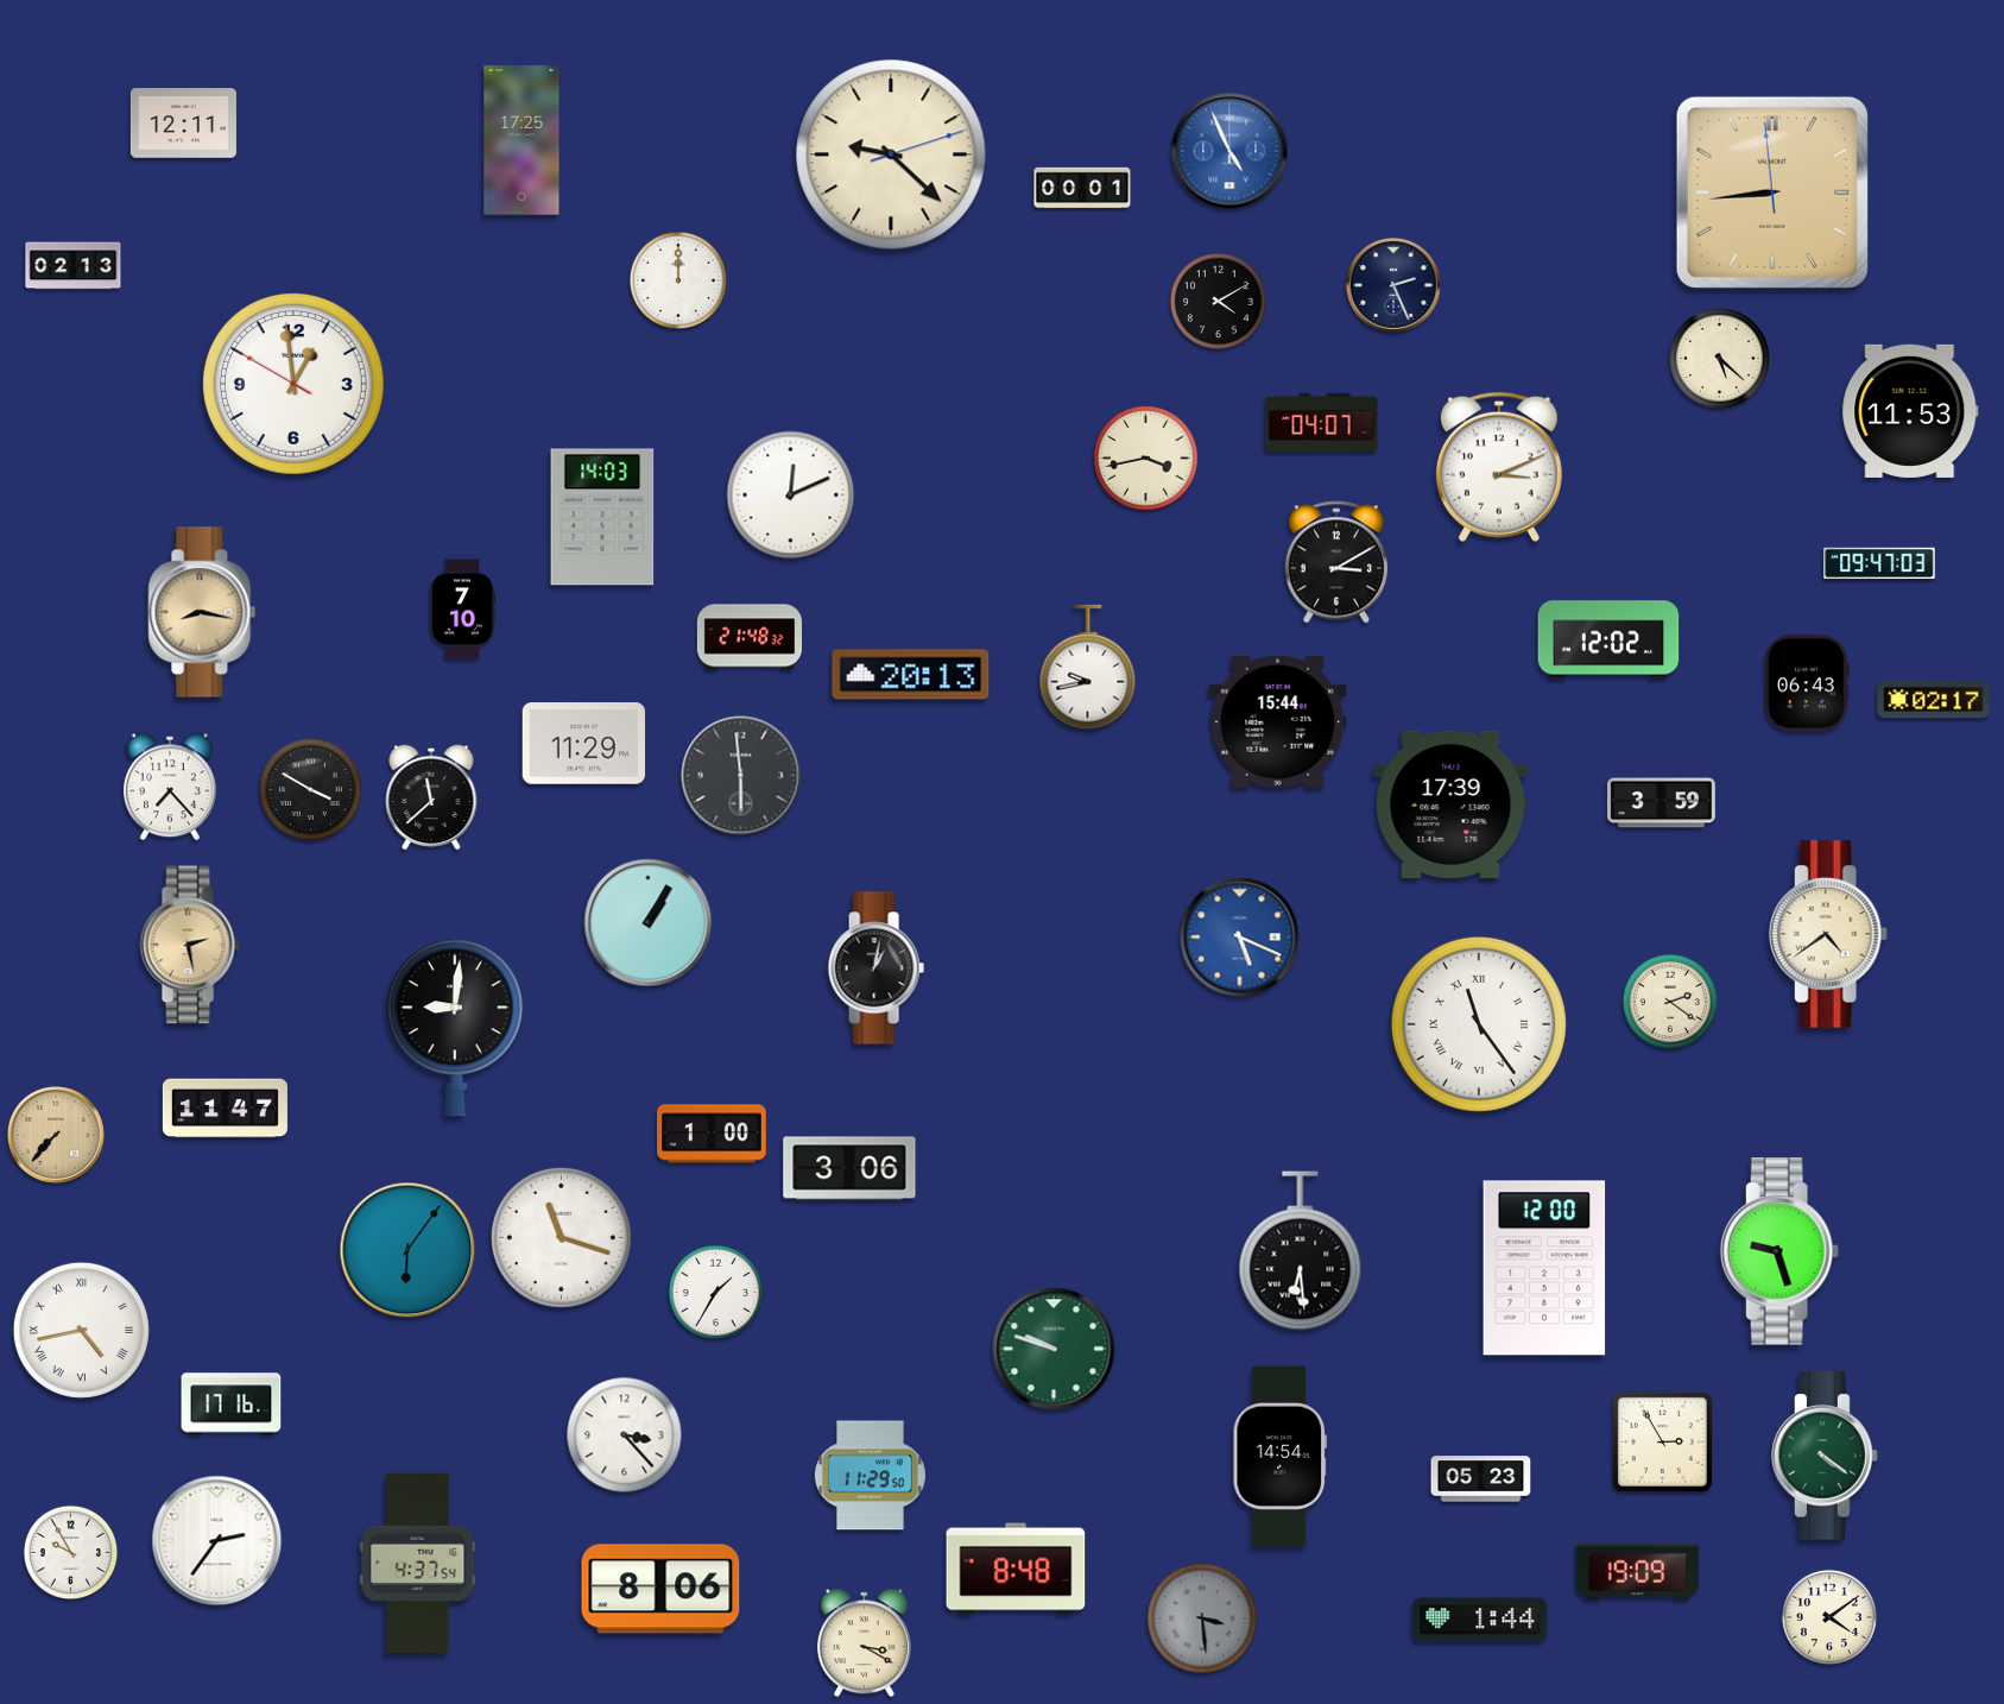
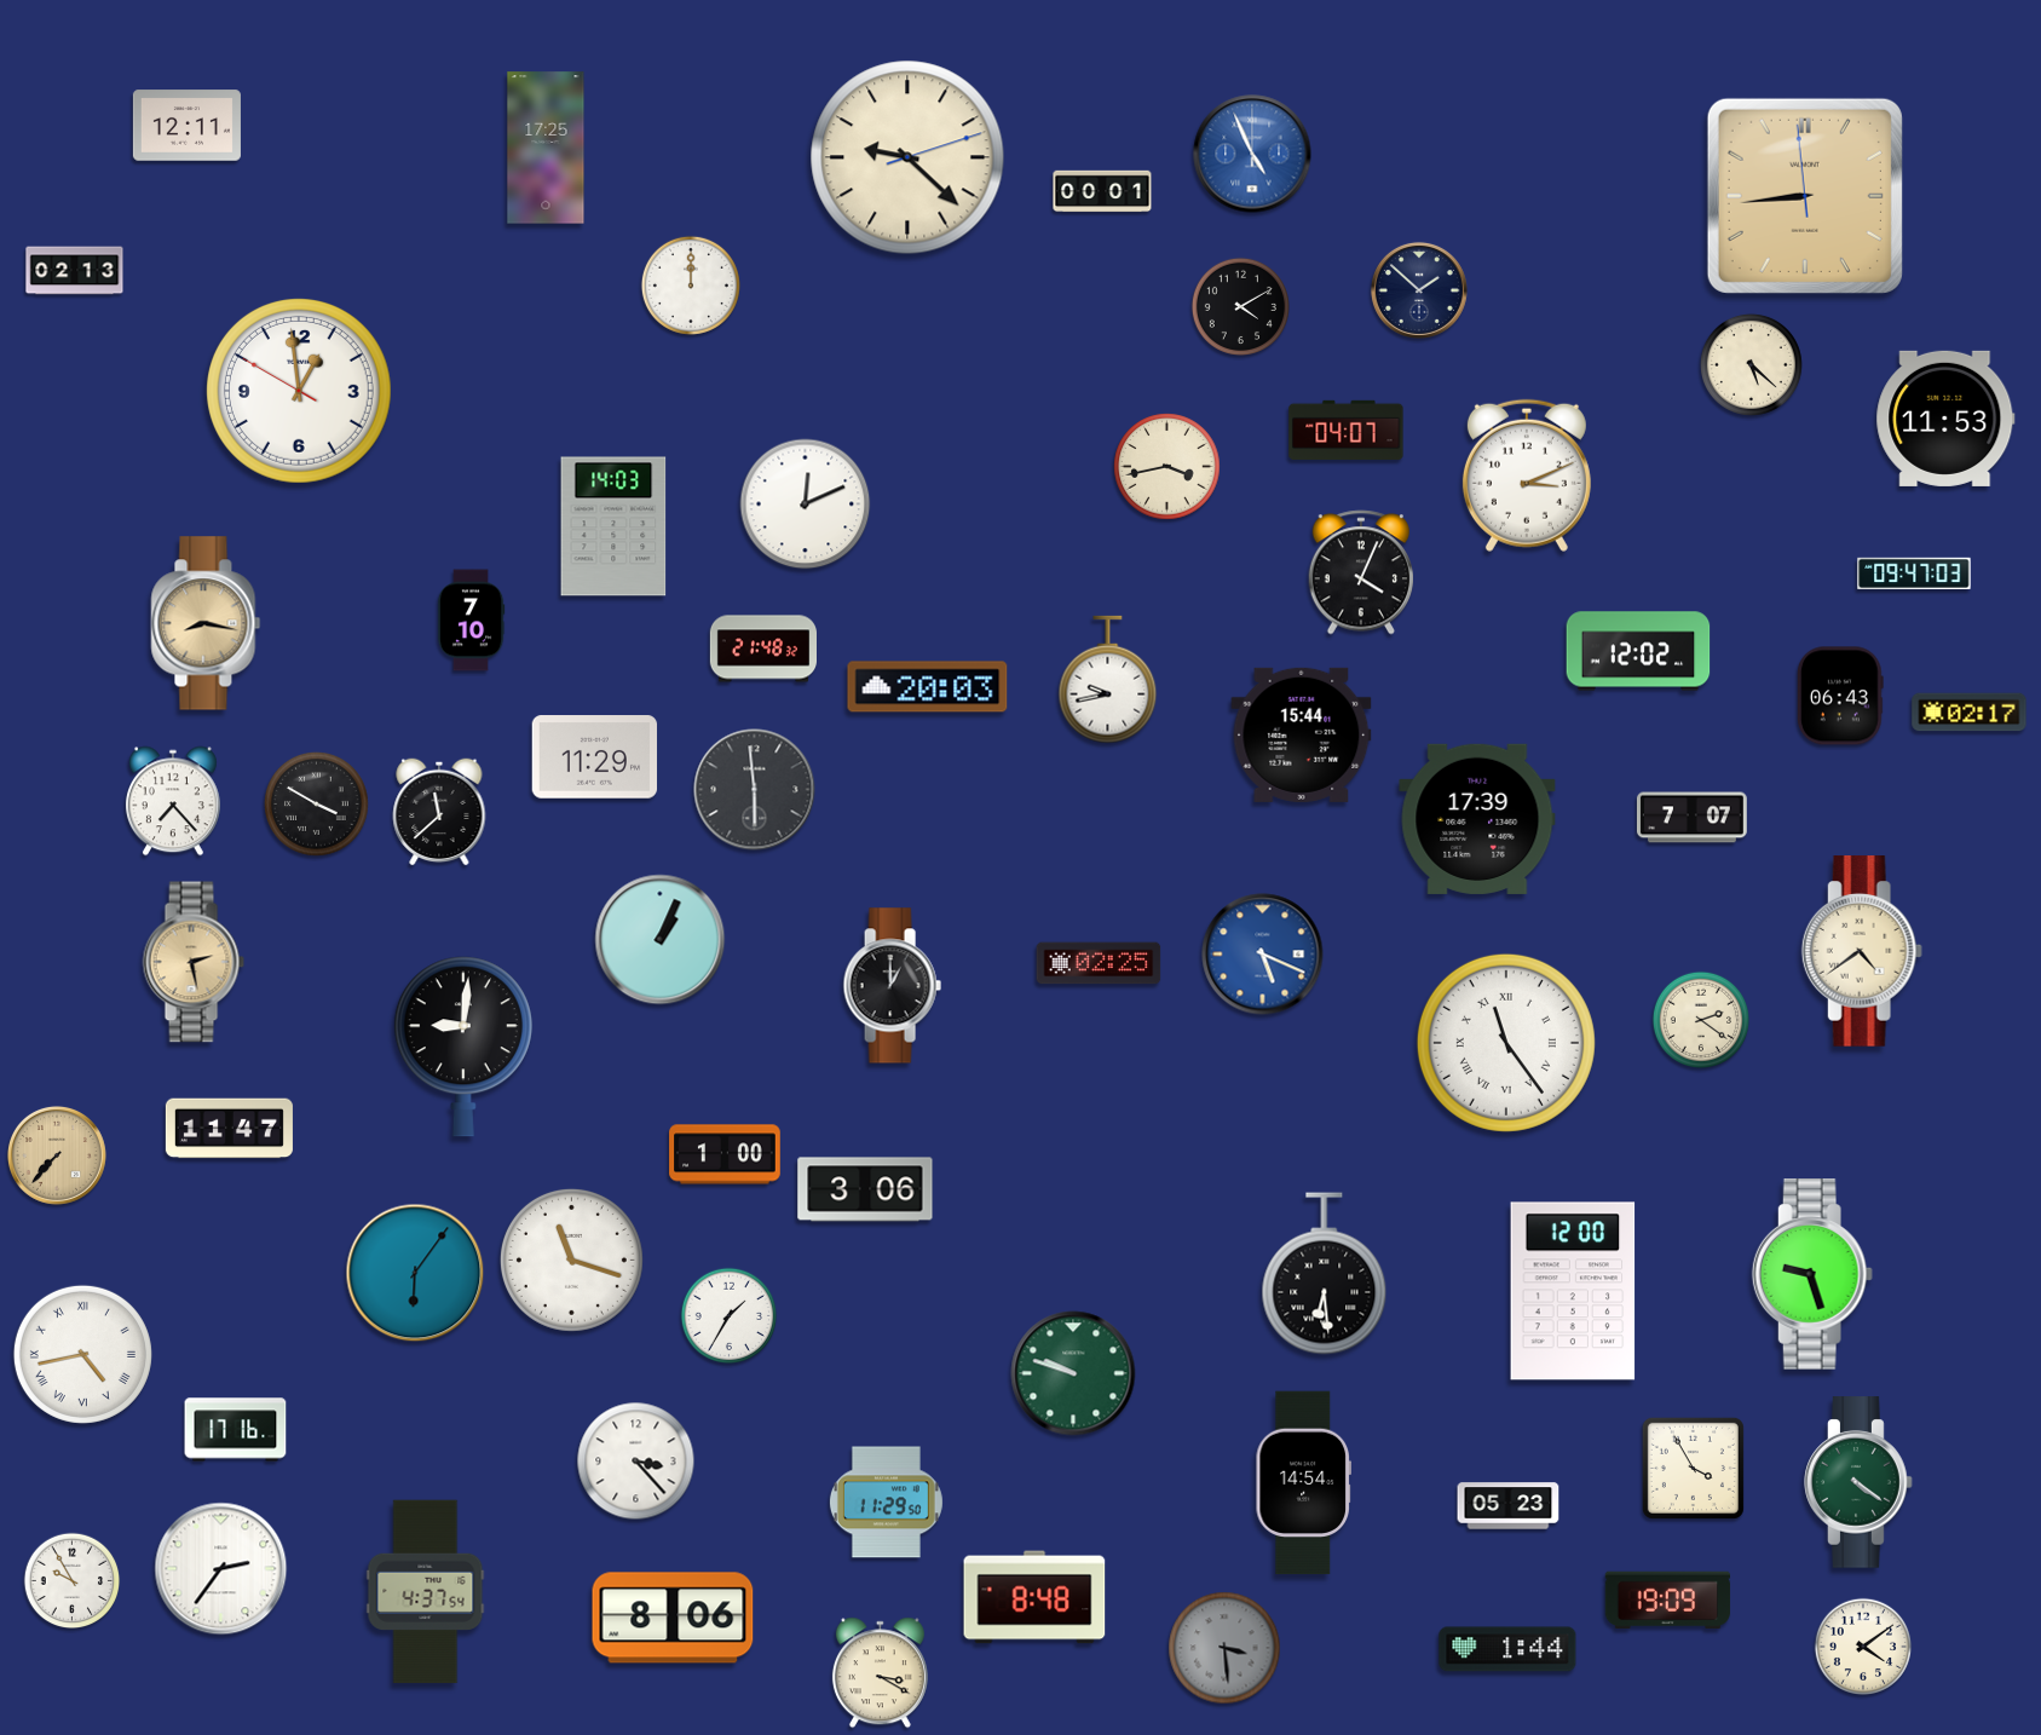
clock at (521, 140) position: (521, 140) -> (546, 148)
clock at (1393, 285): 2:26 -> 1:52
clock at (1336, 562): 3:10 -> 4:04
clock at (911, 675): 20:13 -> 20:03
clock at (1662, 803): 3:59 -> 7:07
clock at (649, 923): 1:05 -> 1:04
clock at (1099, 963): none -> 02:25
clock at (875, 968): 1:02 -> 1:00
clock at (1662, 1441): 2:55 -> 3:55
